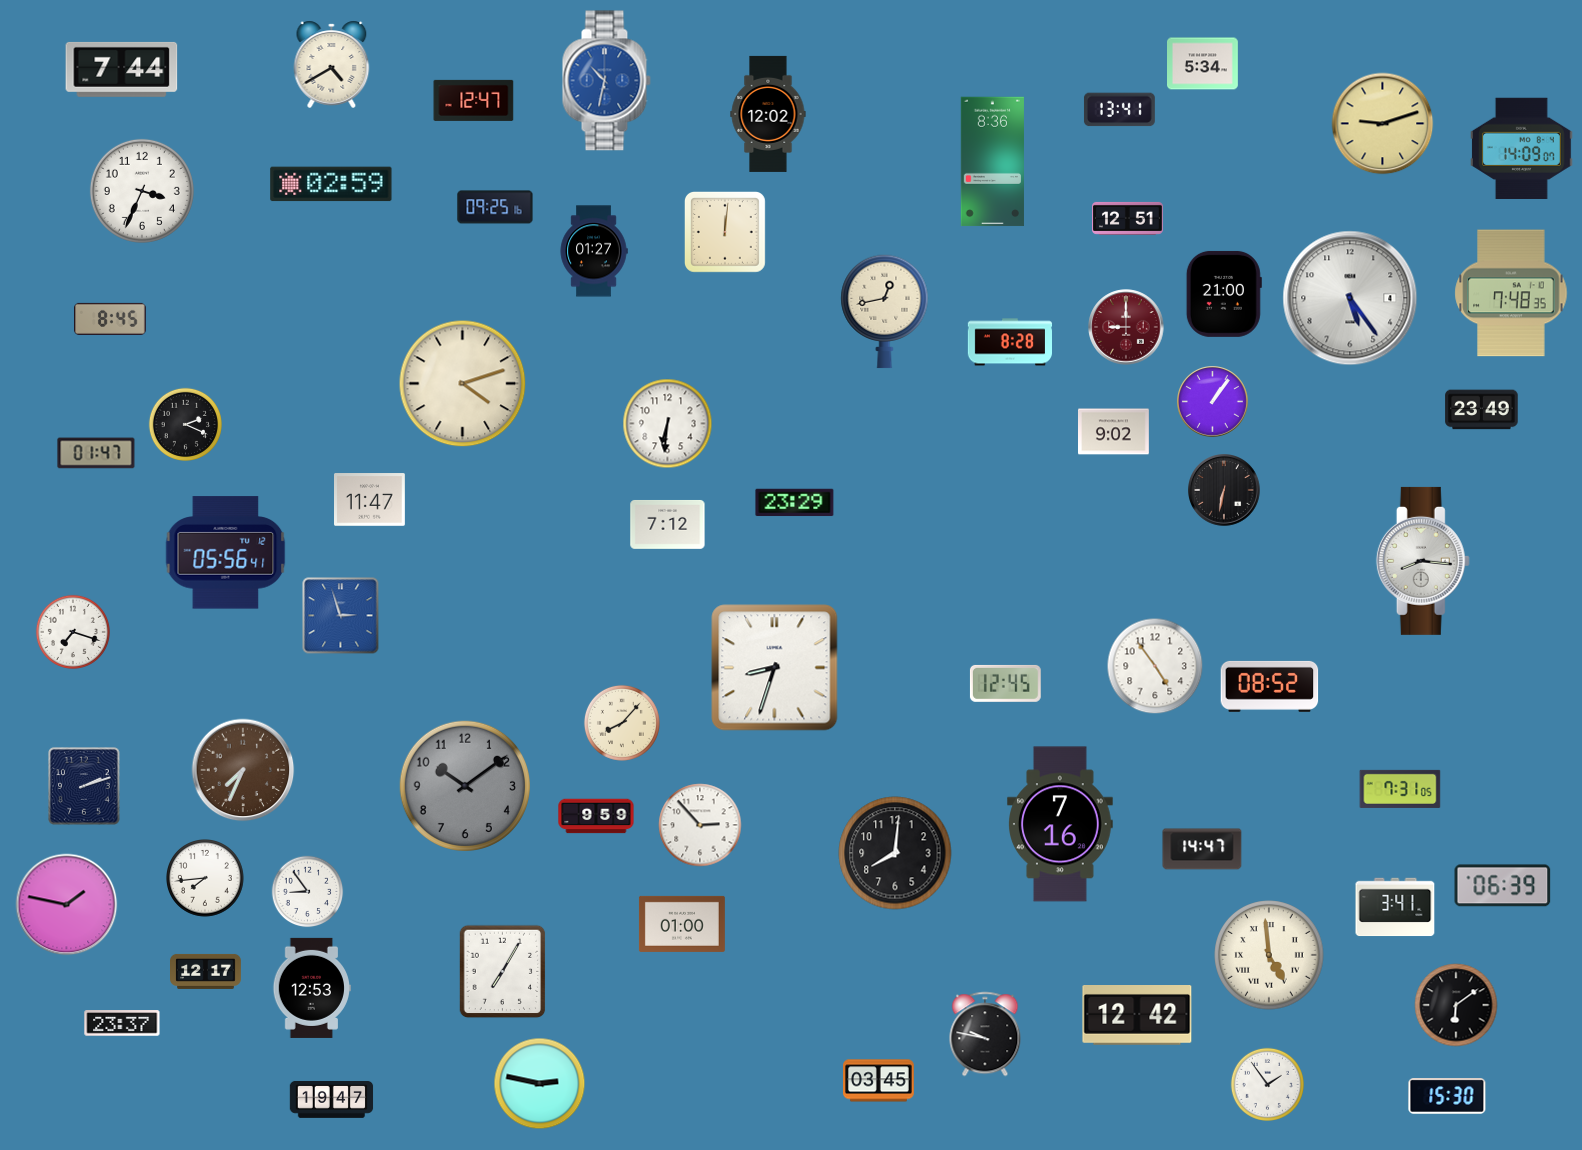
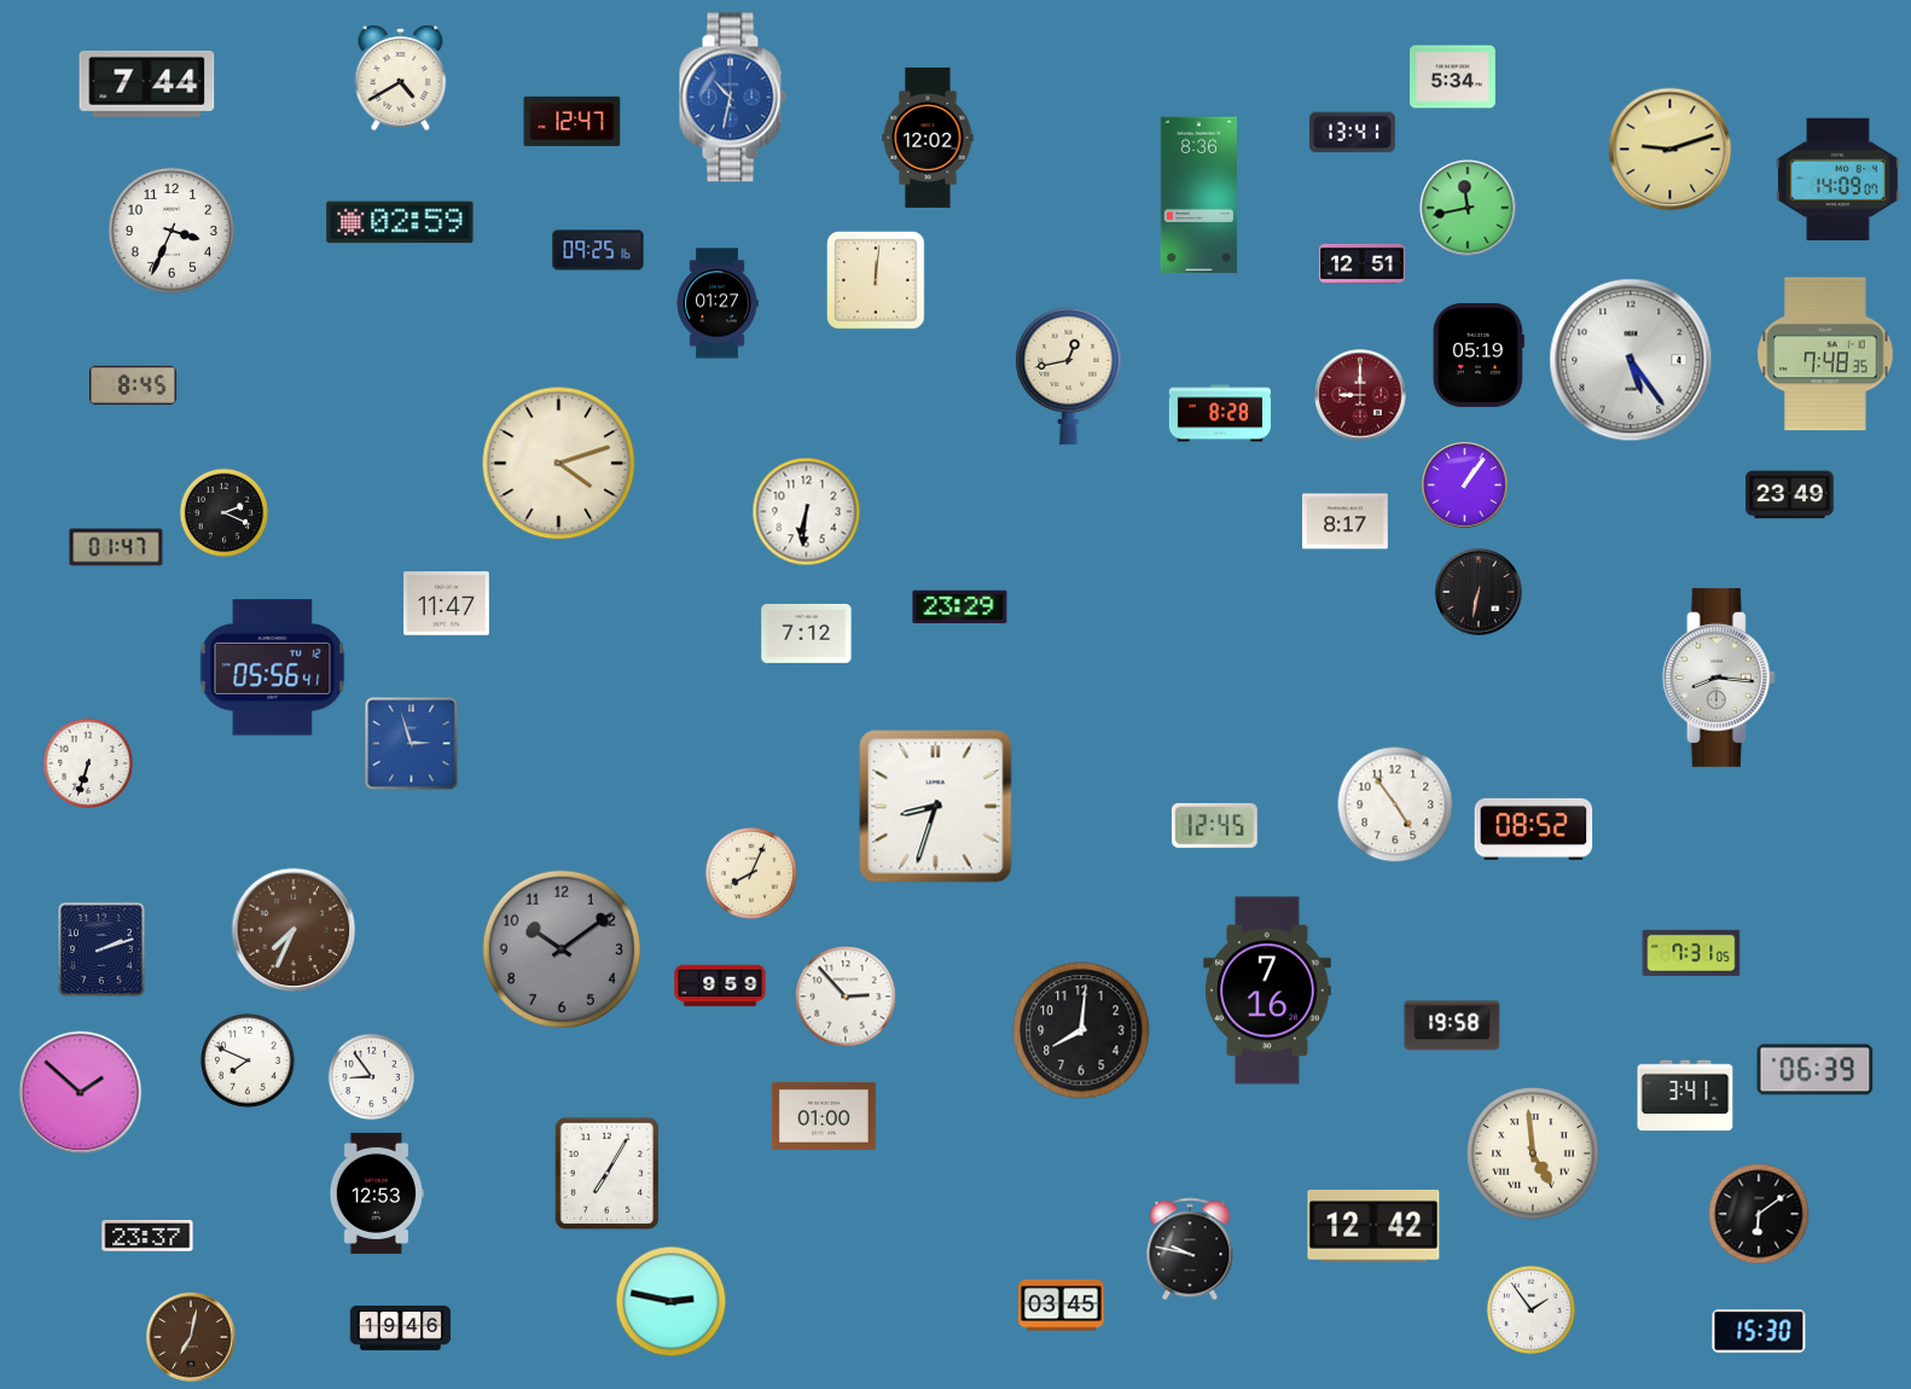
clock at (1468, 208): none -> 11:43
clock at (1224, 294): 21:00 -> 05:19
clock at (1114, 432): 9:02 -> 8:17
clock at (73, 632): 7:18 -> 6:33
clock at (622, 723): 8:07 -> 8:04
clock at (1061, 824) position: (1061, 824) -> (1268, 990)
clock at (1202, 849): 14:47 -> 19:58
clock at (206, 879): 7:44 -> 7:49
clock at (67, 905): 1:47 -> 1:52
clock at (206, 971): 12:17 -> none
clock at (540, 1084) position: (540, 1084) -> (672, 1302)
clock at (1447, 1096) position: (1447, 1096) -> (1759, 1331)
clock at (332, 1099): 19:47 -> 19:46
clock at (191, 1337): none -> 7:02
